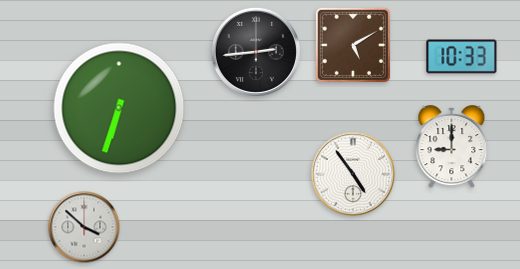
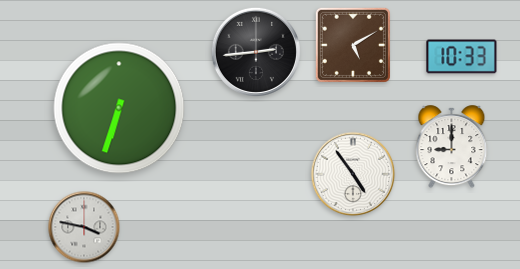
clock at (84, 227): 3:52 -> 3:47
